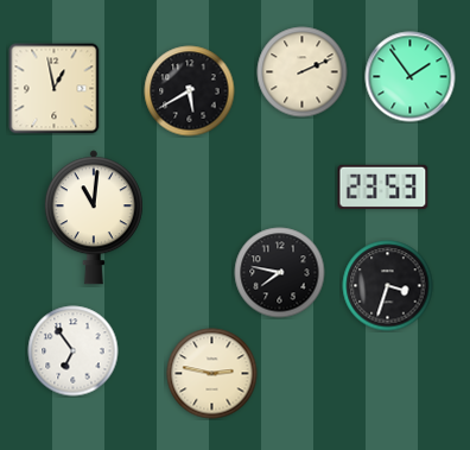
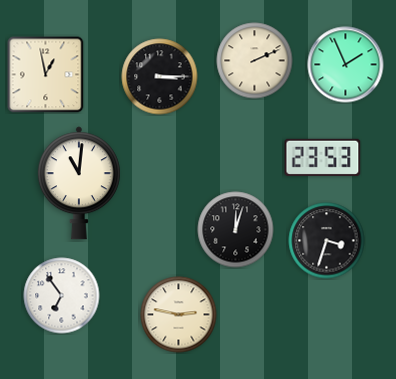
clock at (411, 77): 1:54 -> 1:56
clock at (190, 91): 5:40 -> 3:15
clock at (280, 273): 7:47 -> 12:03
